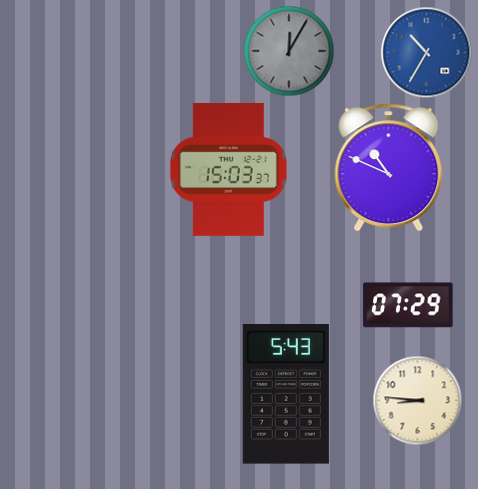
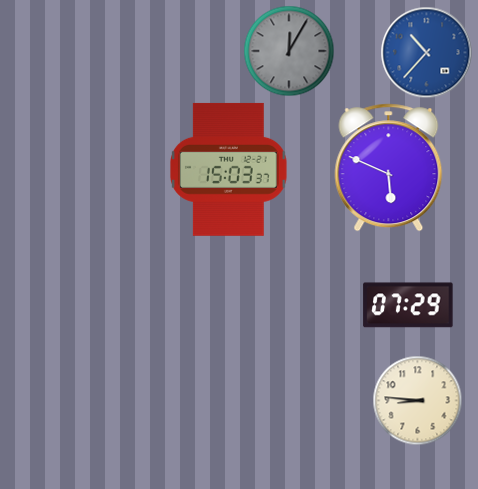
clock at (426, 52): 10:35 -> 10:37
clock at (389, 168): 10:49 -> 5:49
clock at (286, 394): 5:43 -> none
